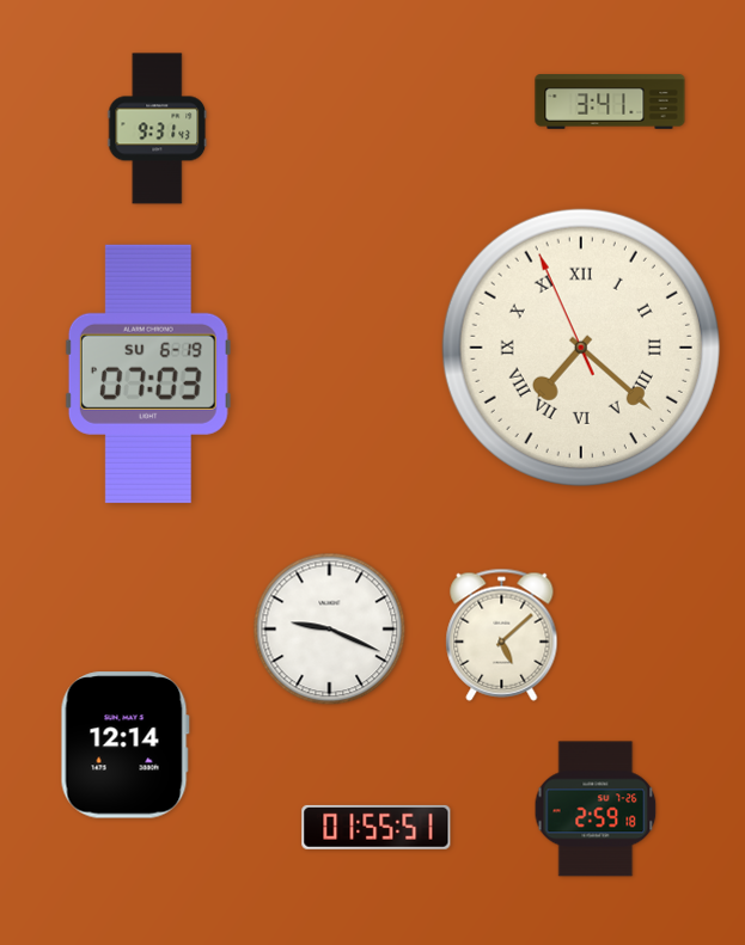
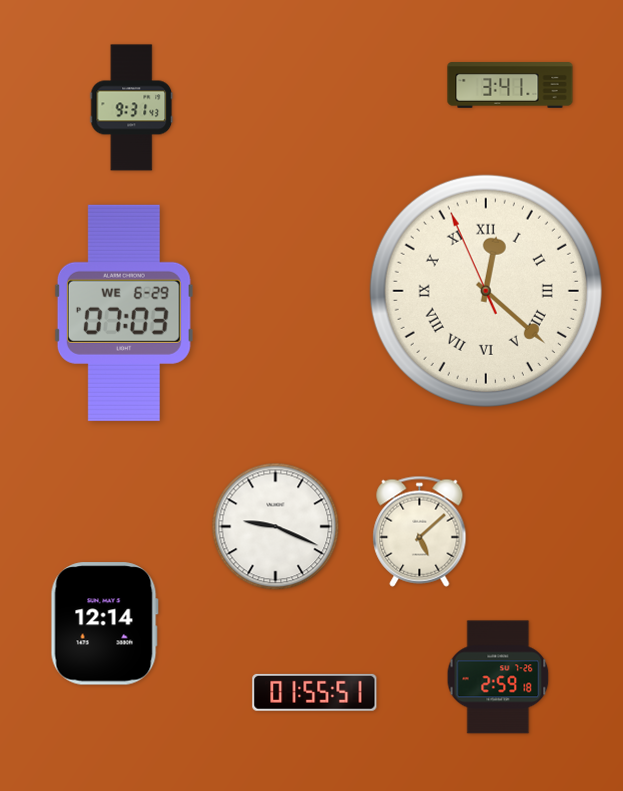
clock at (581, 348): 7:21 -> 12:21
clock at (148, 374) date: SU 6-19 -> WE 6-29
